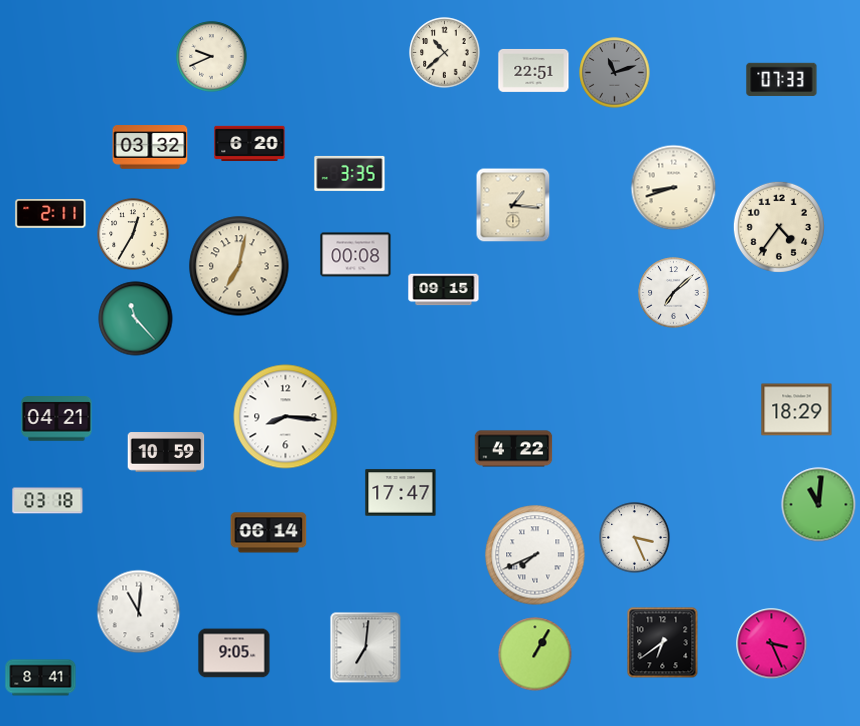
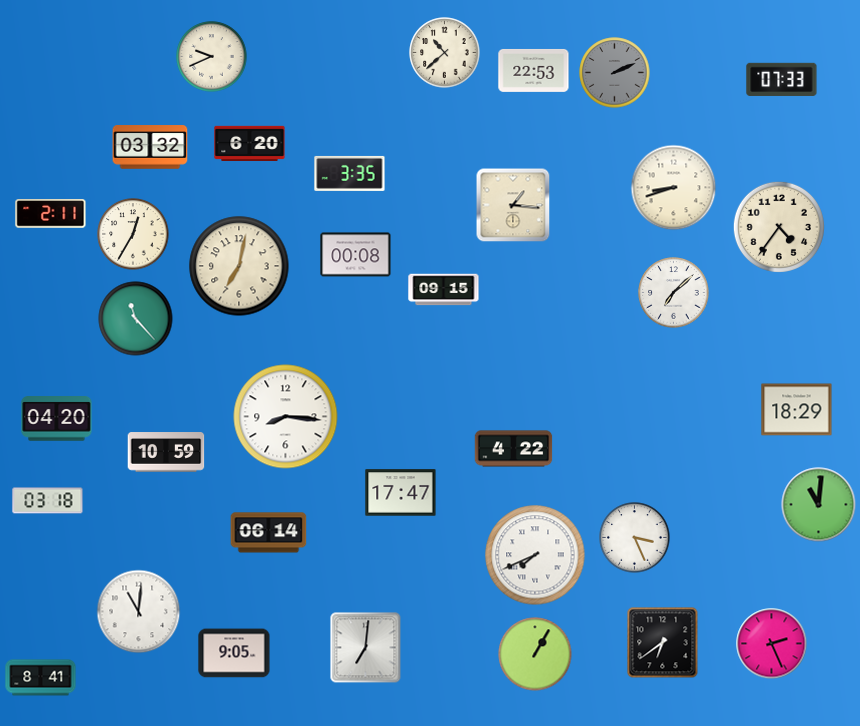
clock at (534, 70): 22:51 -> 22:53
clock at (615, 73): 11:12 -> 2:11
clock at (57, 419): 04:21 -> 04:20
clock at (772, 644): 3:26 -> 2:26
